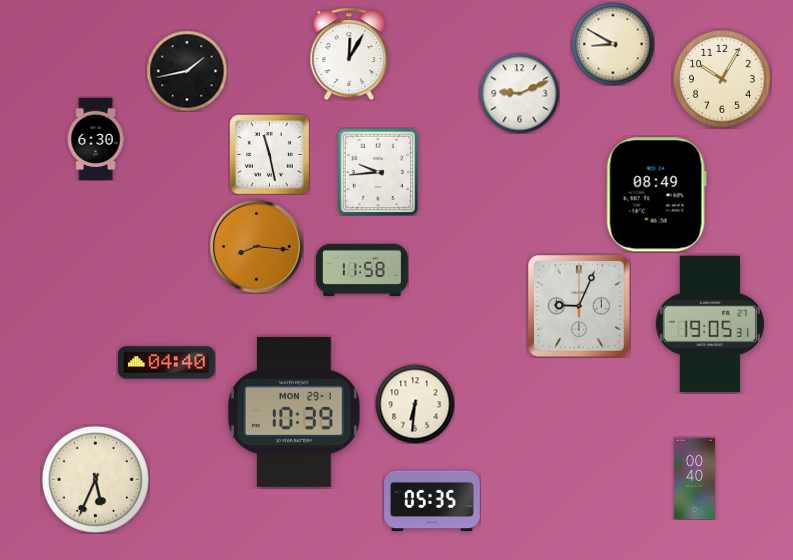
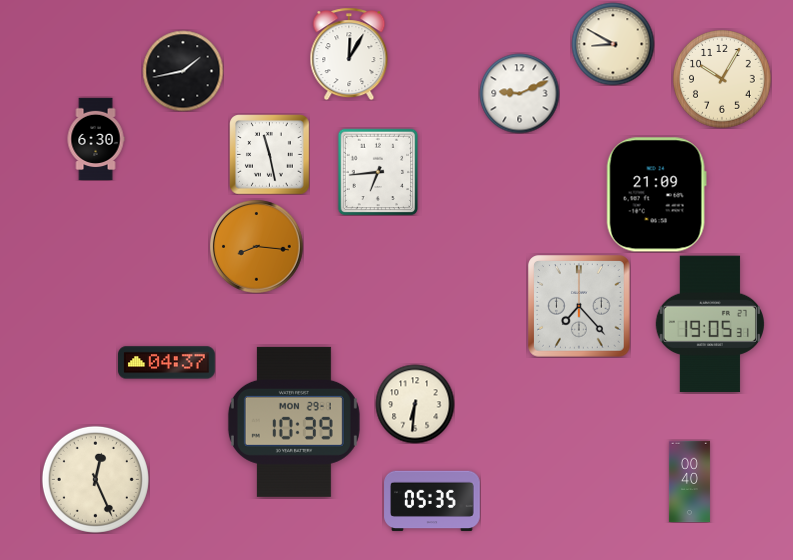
clock at (187, 71) position: (187, 71) -> (183, 71)
clock at (378, 172): 9:44 -> 6:44
clock at (656, 195): 08:49 -> 21:09
clock at (362, 270): 11:58 -> none
clock at (579, 306): 9:04 -> 7:23
clock at (167, 363): 04:40 -> 04:37
clock at (294, 412) position: (294, 412) -> (294, 422)
clock at (694, 478) position: (694, 478) -> (689, 481)
clock at (95, 479): 5:34 -> 12:26
